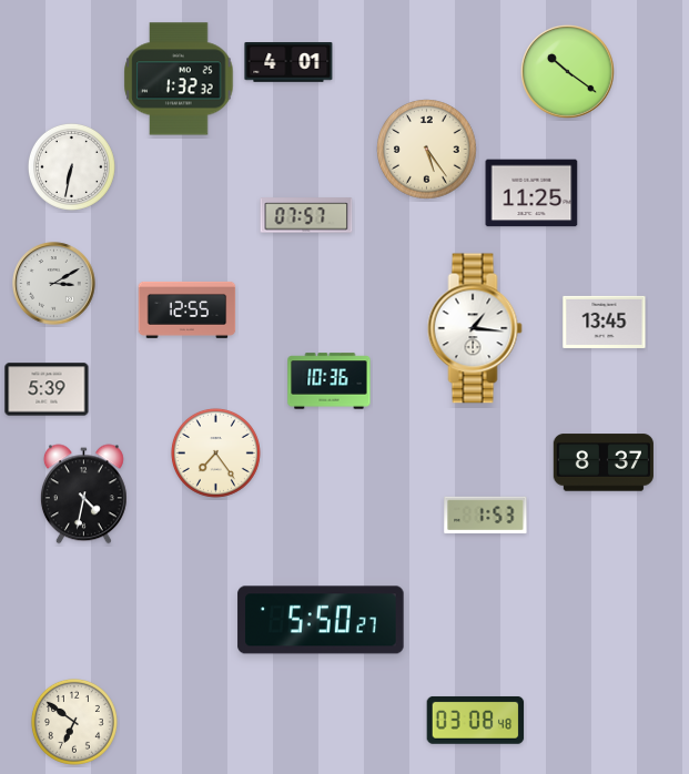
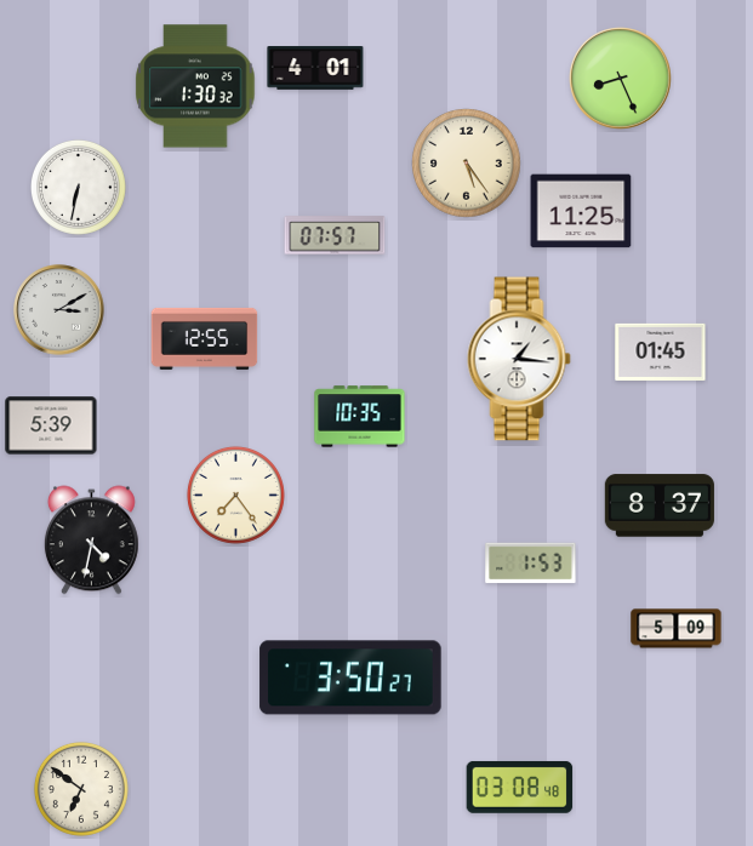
clock at (568, 72): 10:21 -> 8:26
clock at (179, 79): 1:32 -> 1:30
clock at (71, 166) position: (71, 166) -> (78, 187)
clock at (605, 322): 13:45 -> 01:45
clock at (330, 381): 10:36 -> 10:35
clock at (677, 629): none -> 5:09
clock at (321, 620): 5:50 -> 3:50
